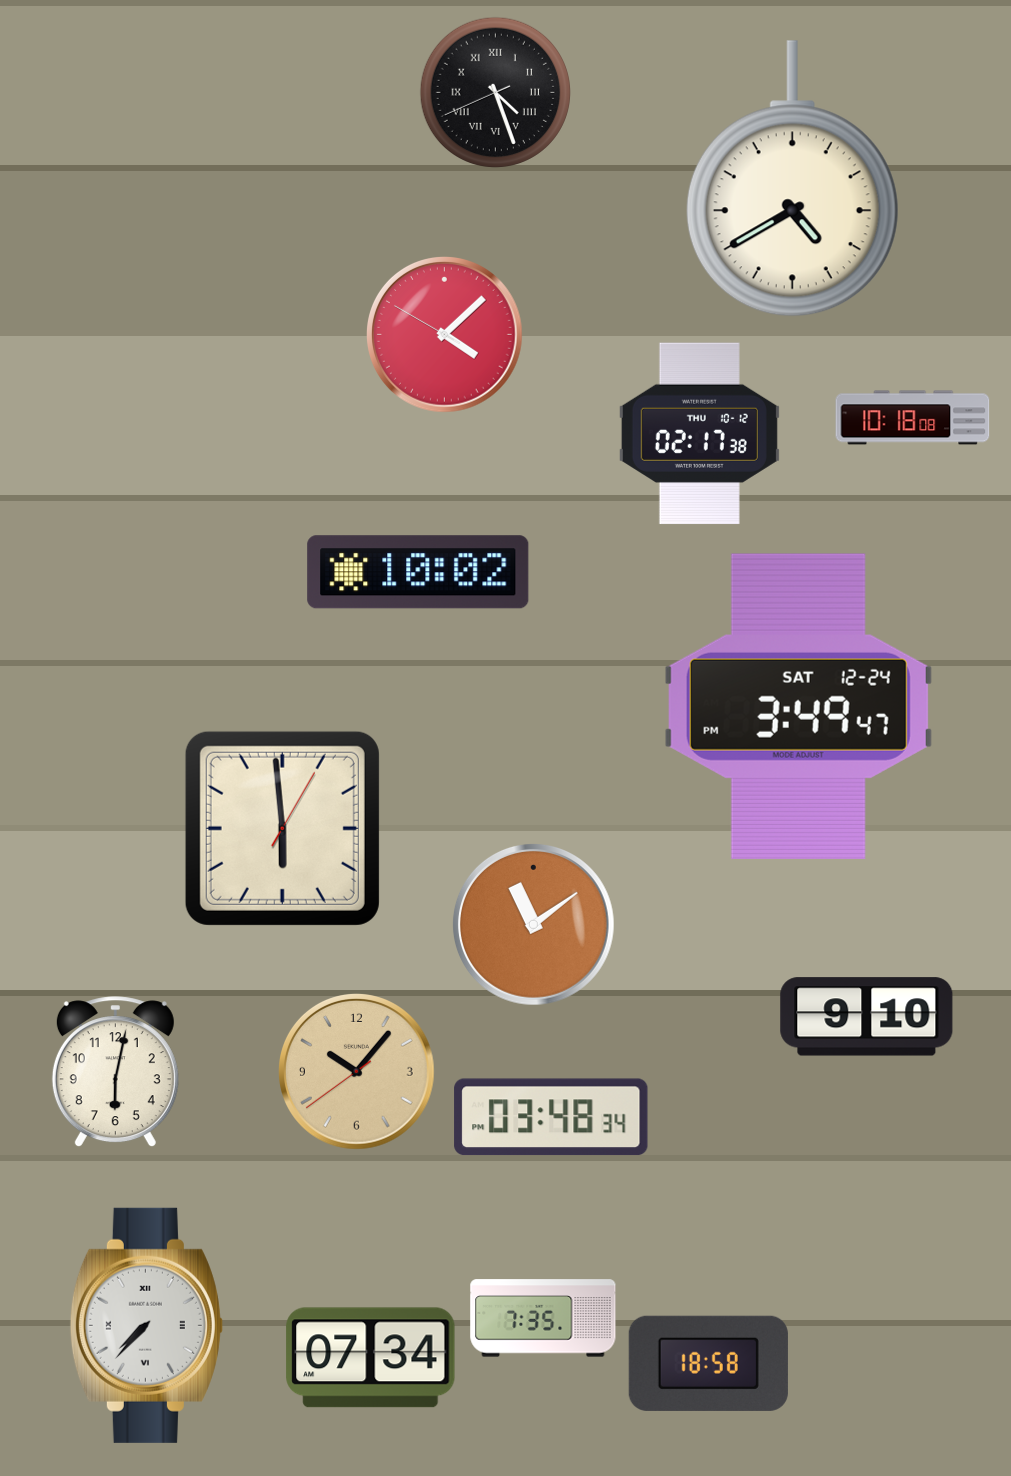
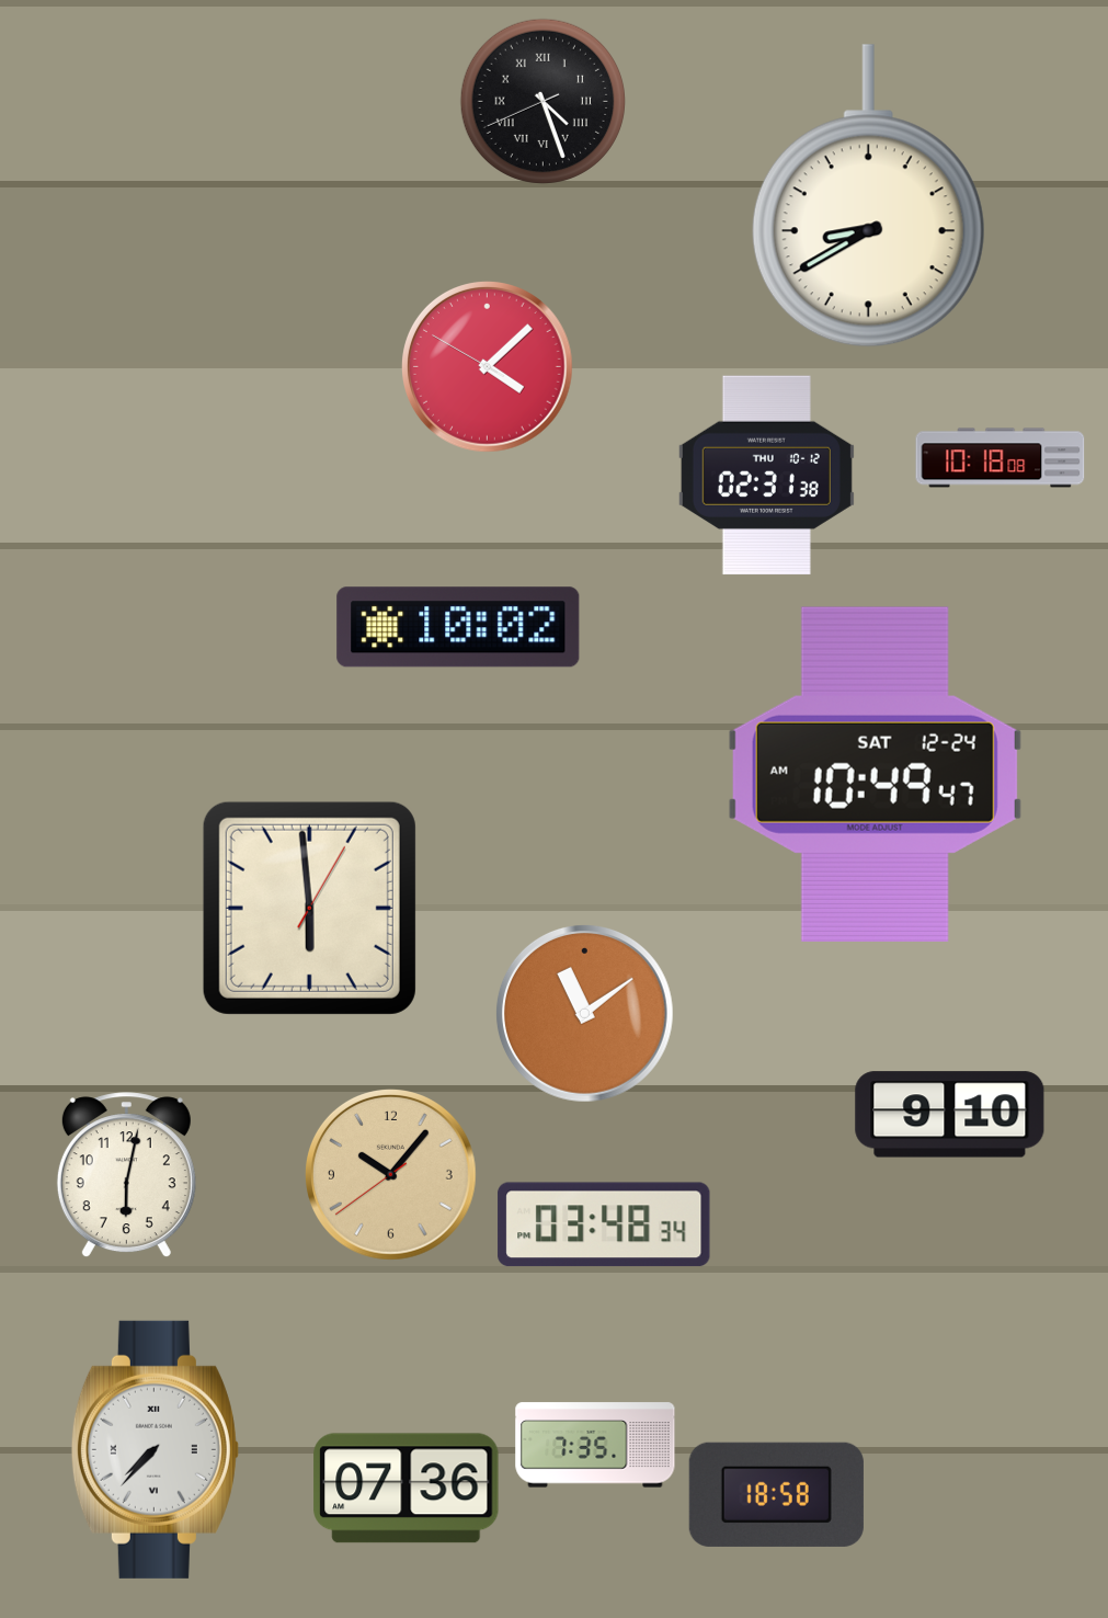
clock at (792, 179): 4:40 -> 8:40
clock at (699, 434): 02:17 -> 02:31
clock at (798, 706): 3:49 -> 10:49
clock at (146, 1325) position: (146, 1325) -> (155, 1449)
clock at (371, 1358): 07:34 -> 07:36
